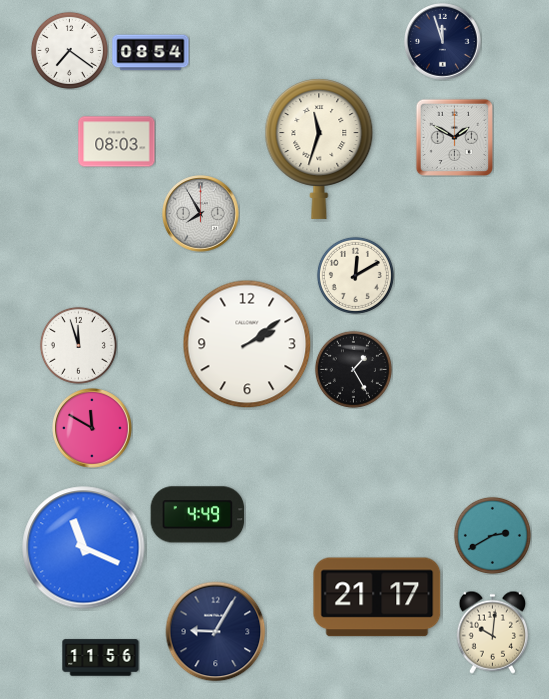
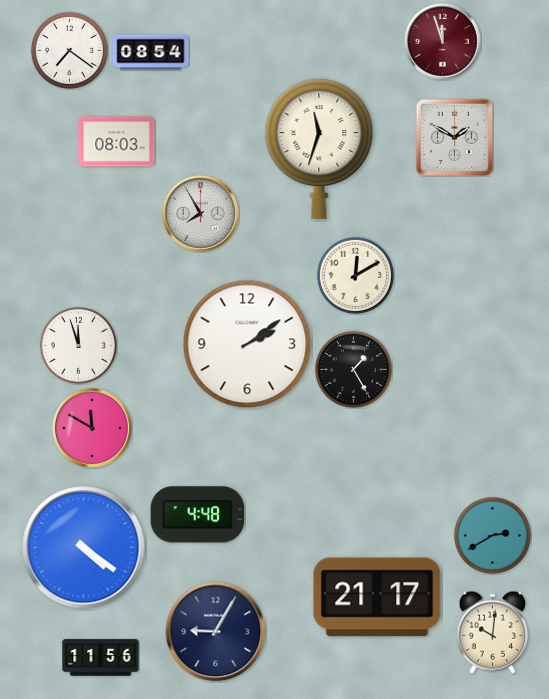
clock at (443, 42) dial: navy -> burgundy
clock at (198, 515): 4:49 -> 4:48
clock at (84, 548): 11:19 -> 4:21
